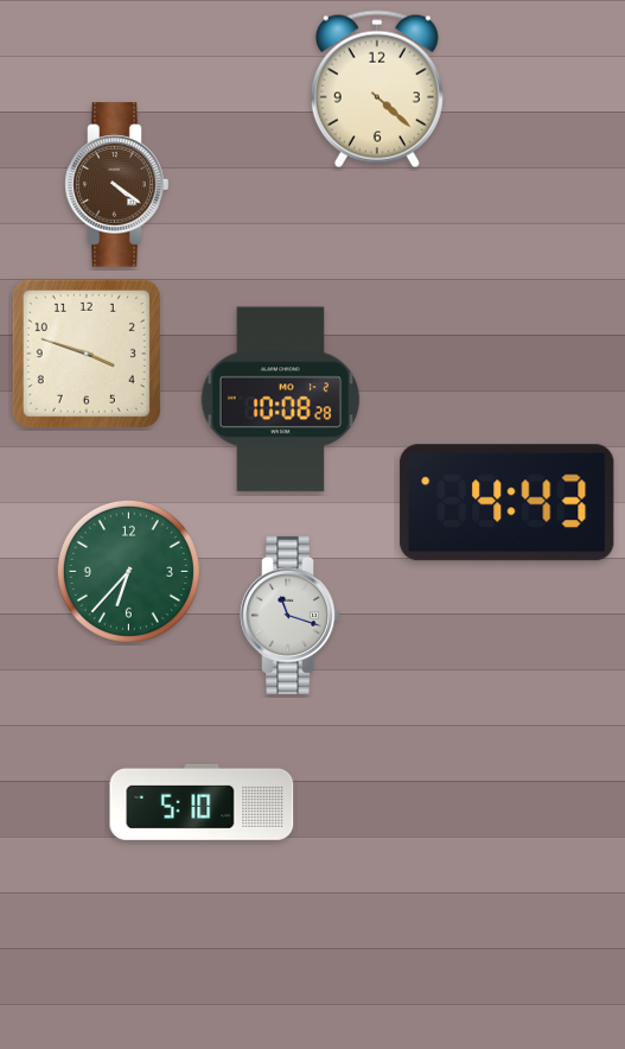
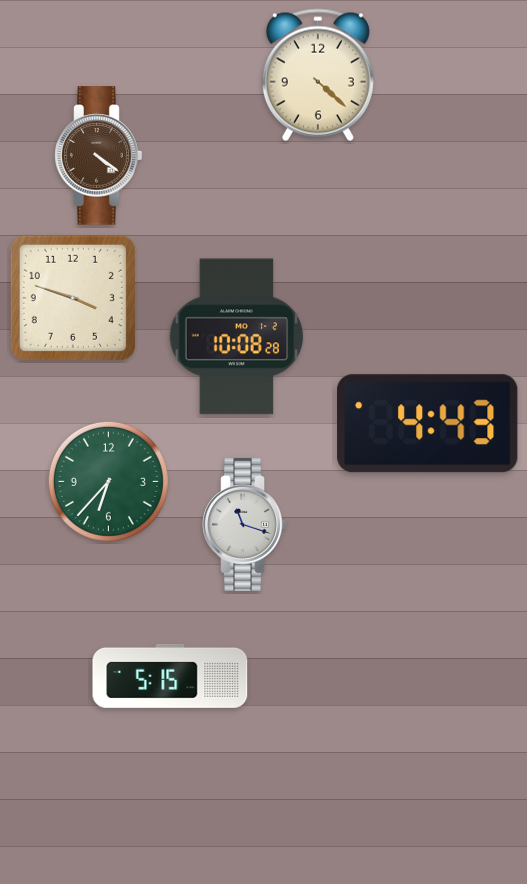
clock at (289, 615) position: (289, 615) -> (244, 524)
clock at (202, 802): 5:10 -> 5:15
